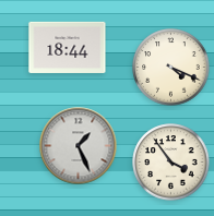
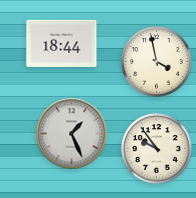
clock at (171, 68): 4:19 -> 3:58
clock at (171, 163): 3:54 -> 9:54
